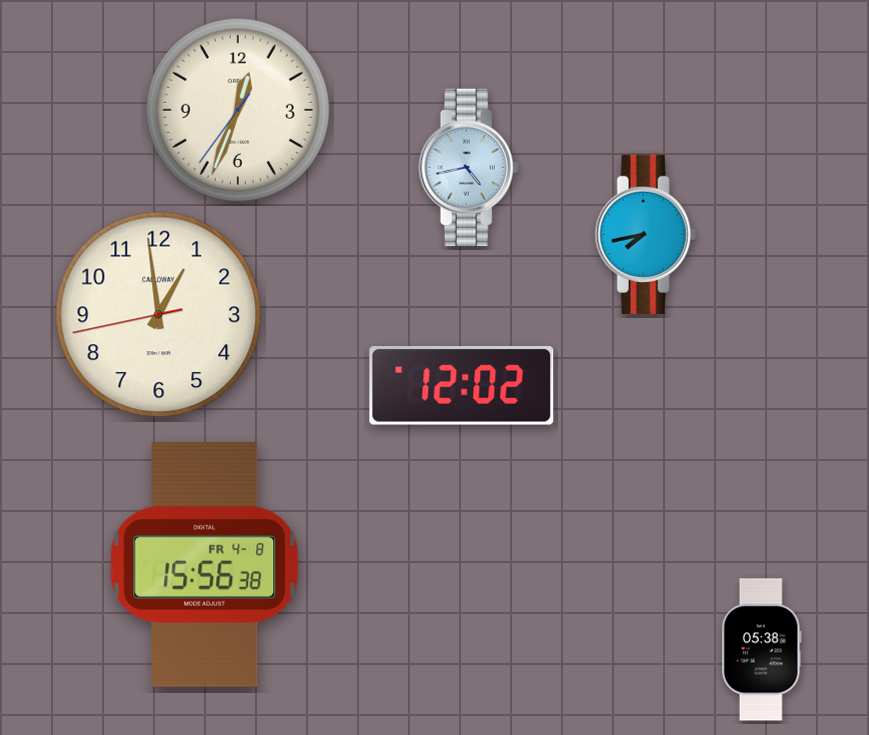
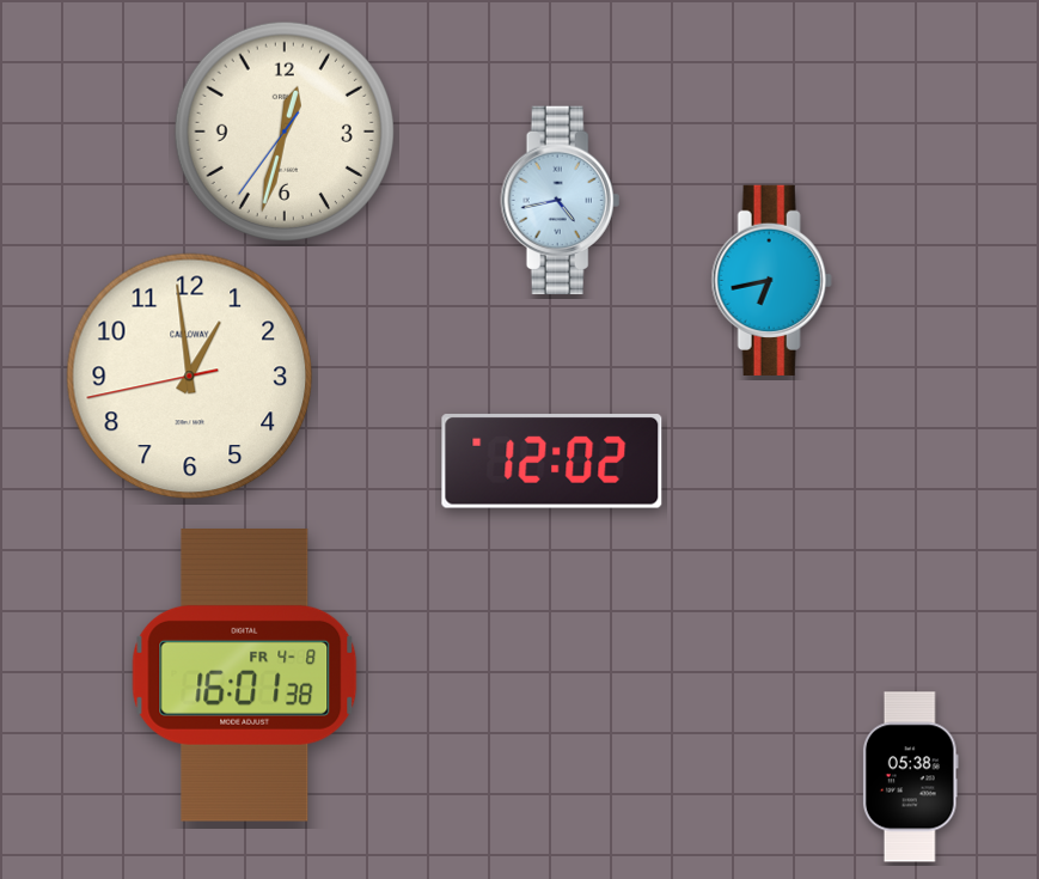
clock at (238, 110): 12:33 -> 12:32
clock at (645, 234): 7:43 -> 6:43
clock at (205, 564): 15:56 -> 16:01
